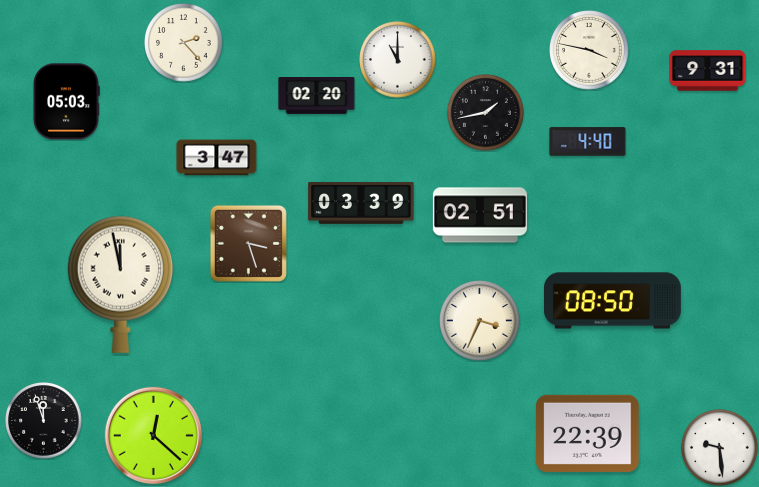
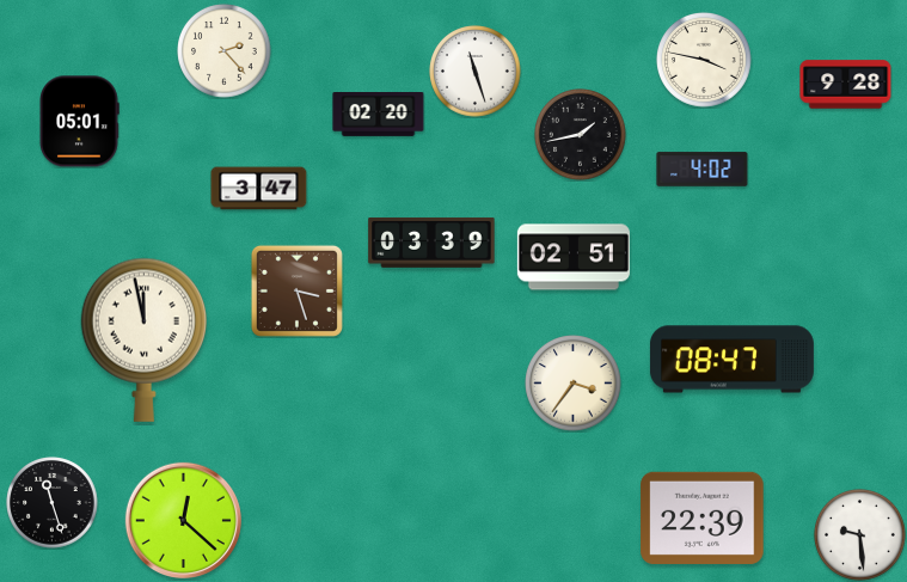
clock at (184, 43) position: (184, 43) -> (225, 51)
clock at (398, 60): 11:00 -> 11:27
clock at (708, 71): 9:31 -> 9:28
clock at (66, 102): 05:03 -> 05:01
clock at (588, 142): 4:40 -> 4:02
clock at (612, 301): 08:50 -> 08:47
clock at (480, 321): 3:34 -> 3:36
clock at (44, 421): 11:57 -> 11:27
